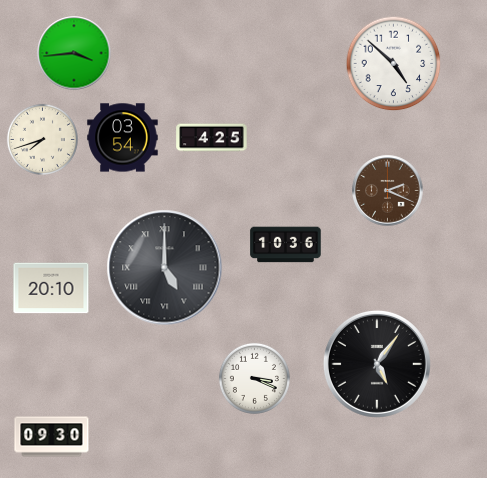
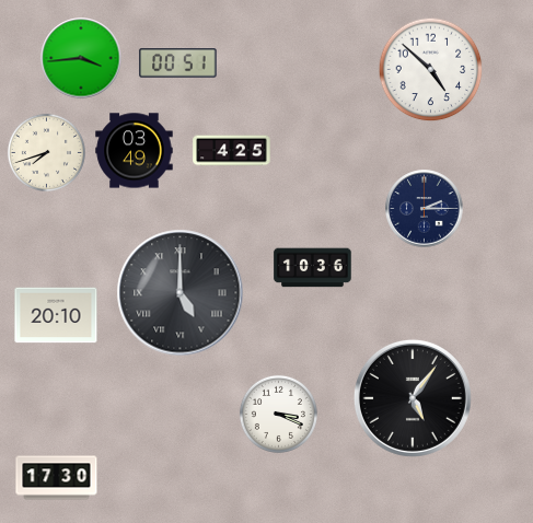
clock at (178, 63): none -> 00:51
clock at (123, 138): 03:54 -> 03:49
clock at (388, 191): 2:19 -> 2:15
clock at (388, 191) dial: brown -> navy
clock at (52, 437): 09:30 -> 17:30
